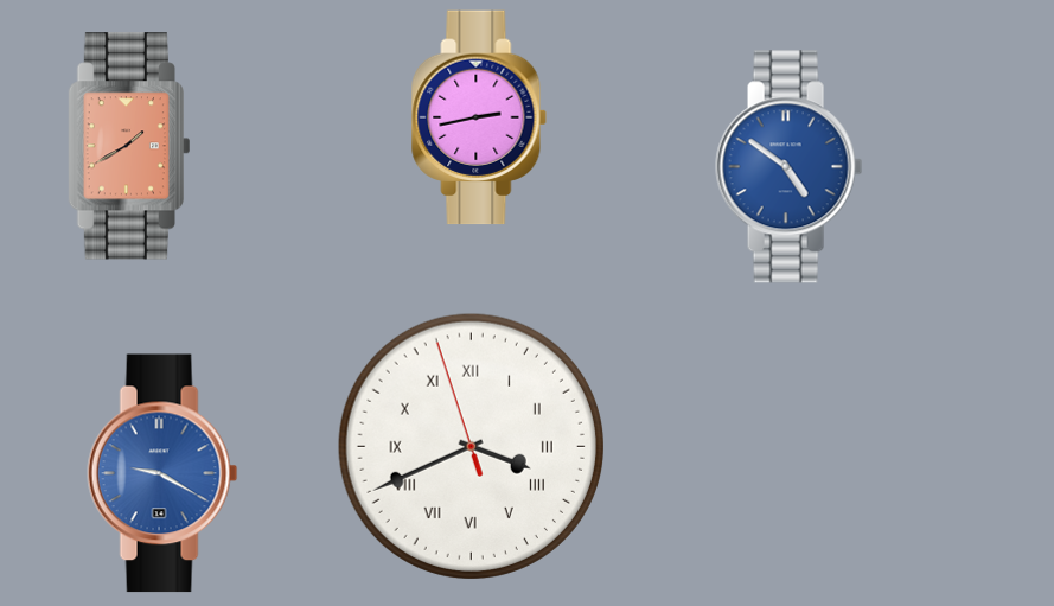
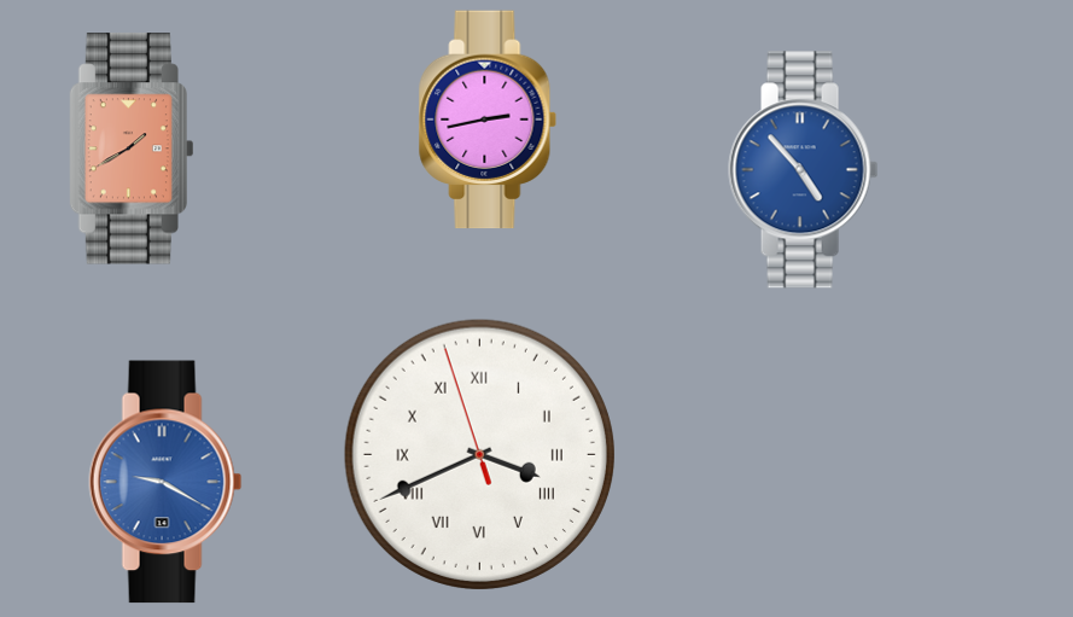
clock at (790, 167): 4:51 -> 4:53
